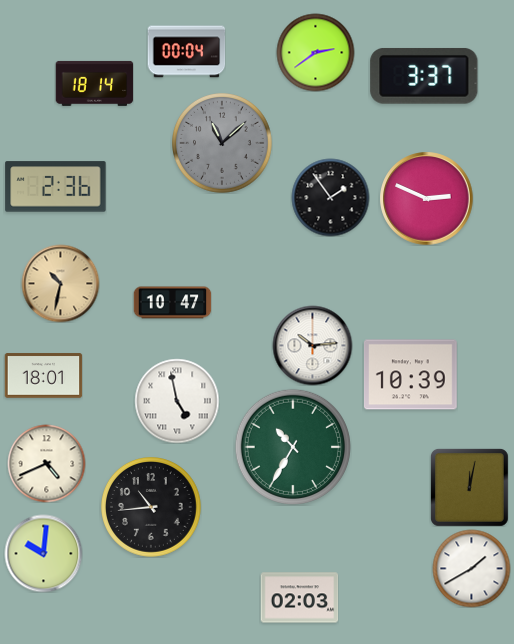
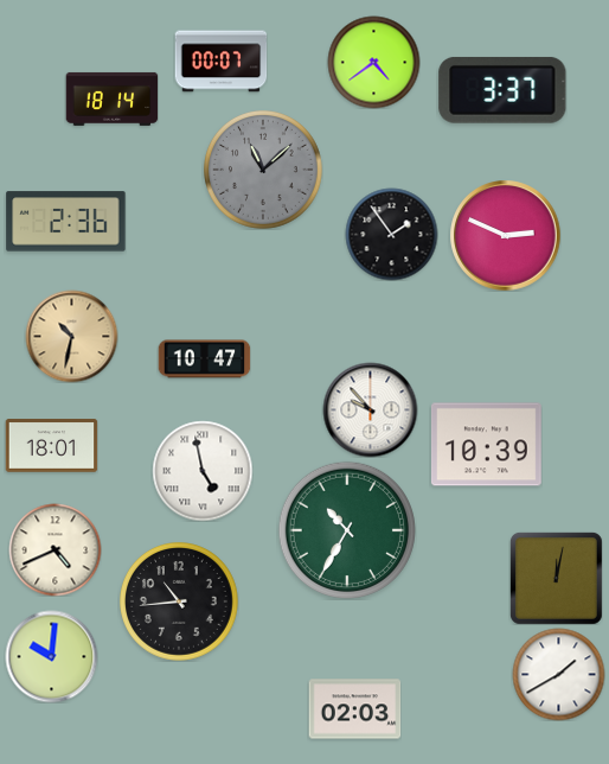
clock at (186, 52): 00:04 -> 00:07
clock at (315, 52): 2:39 -> 4:39
clock at (312, 345): 10:14 -> 9:53
clock at (177, 401) position: (177, 401) -> (203, 471)
